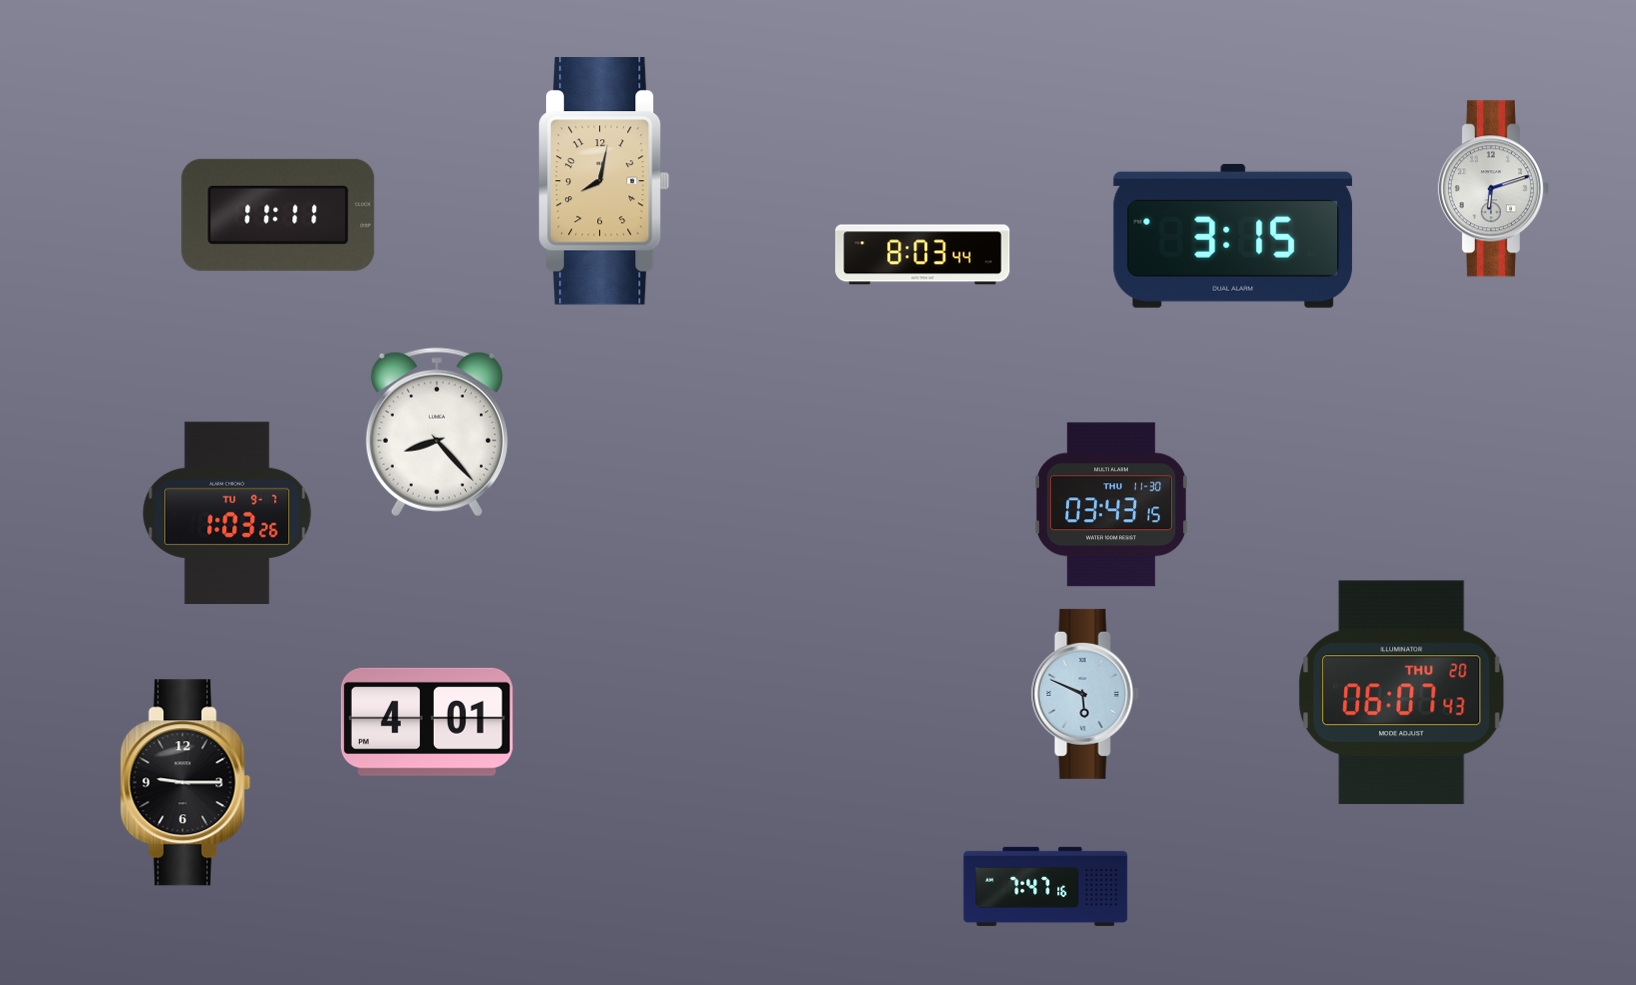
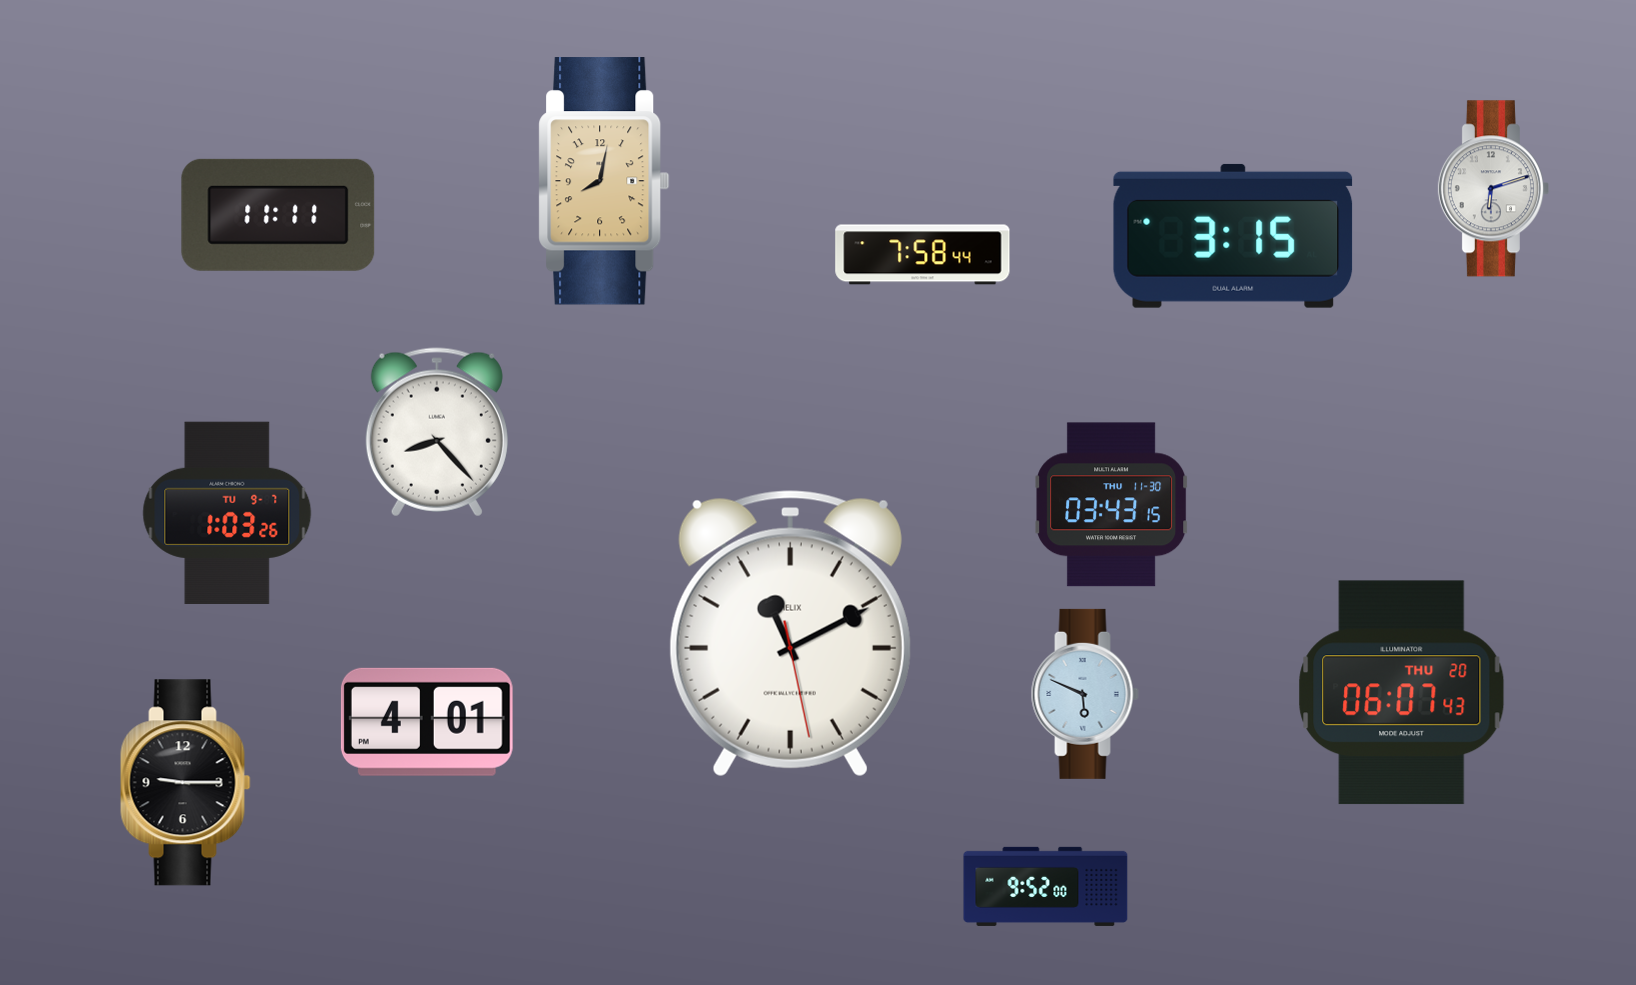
clock at (923, 255): 8:03 -> 7:58
clock at (790, 634): none -> 11:10
clock at (1046, 886): 7:47 -> 9:52
